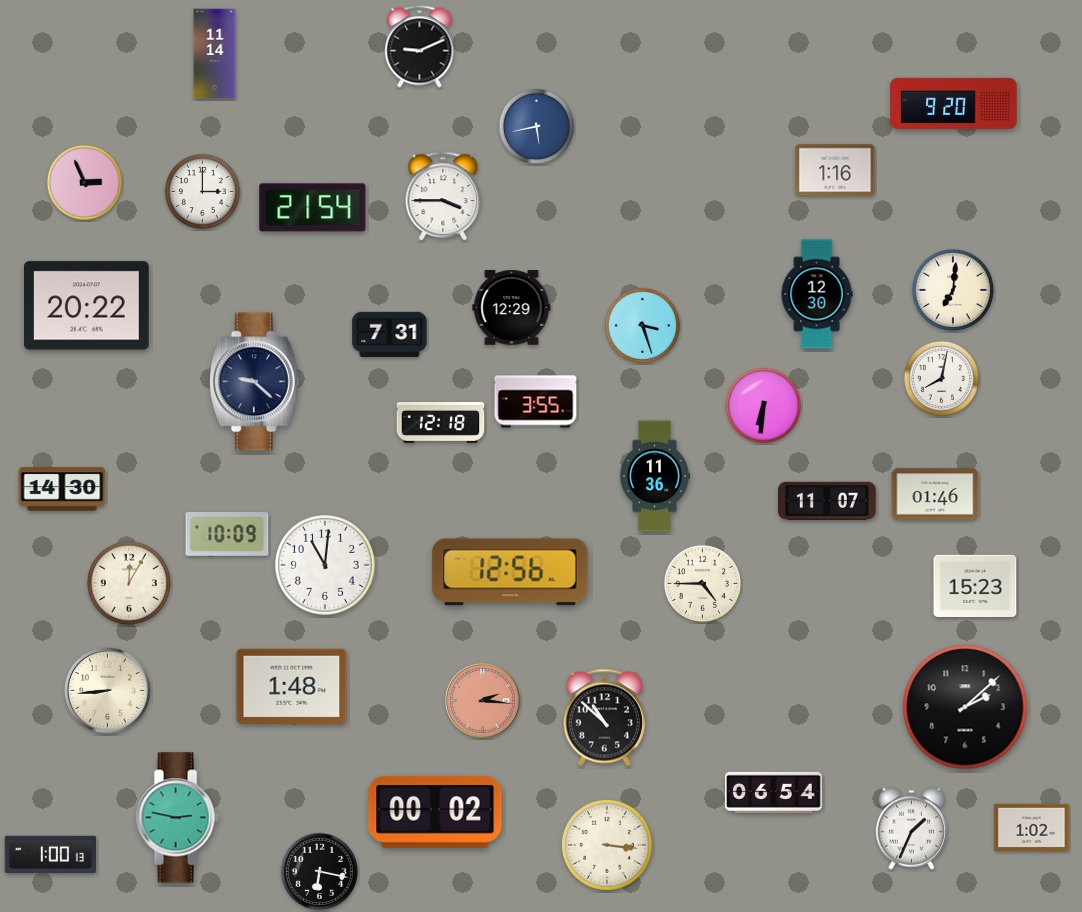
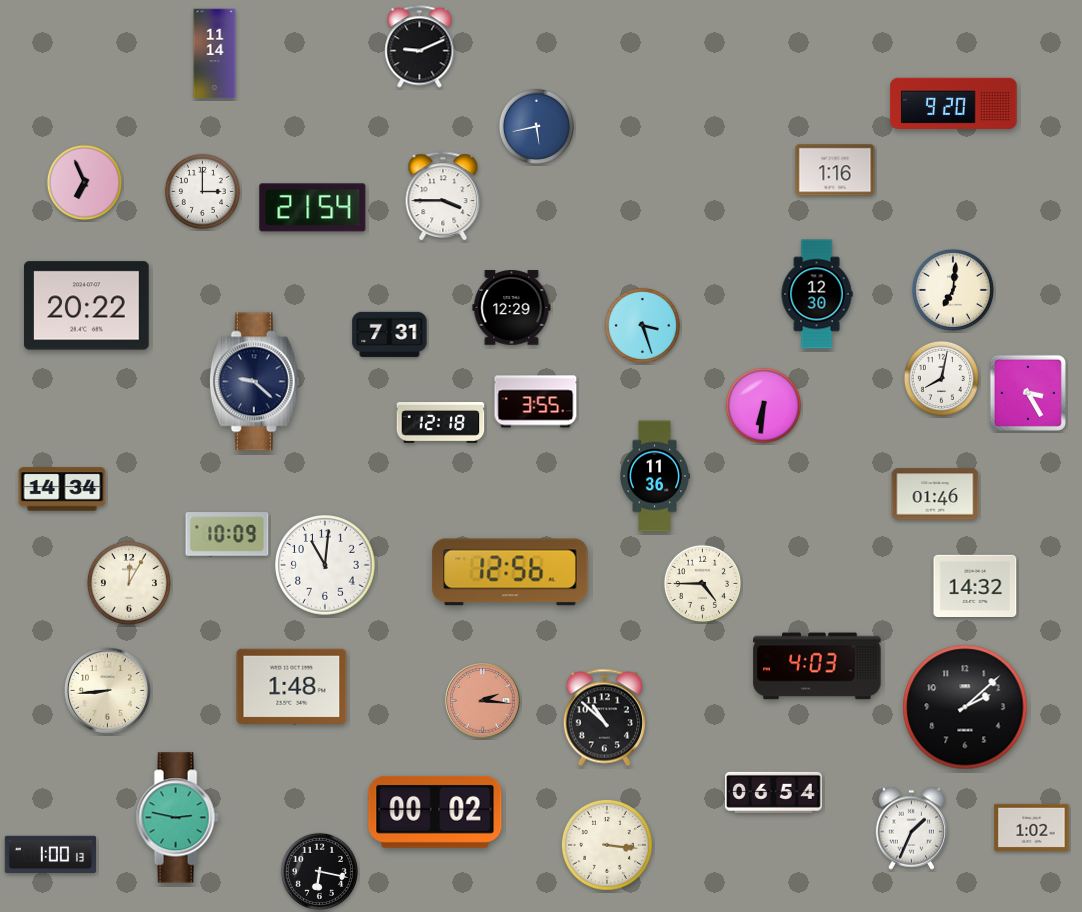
clock at (84, 182): 2:56 -> 6:56
clock at (1028, 393): none -> 3:25
clock at (62, 489): 14:30 -> 14:34
clock at (827, 500): 11:07 -> none
clock at (975, 585): 15:23 -> 14:32
clock at (817, 666): none -> 4:03
